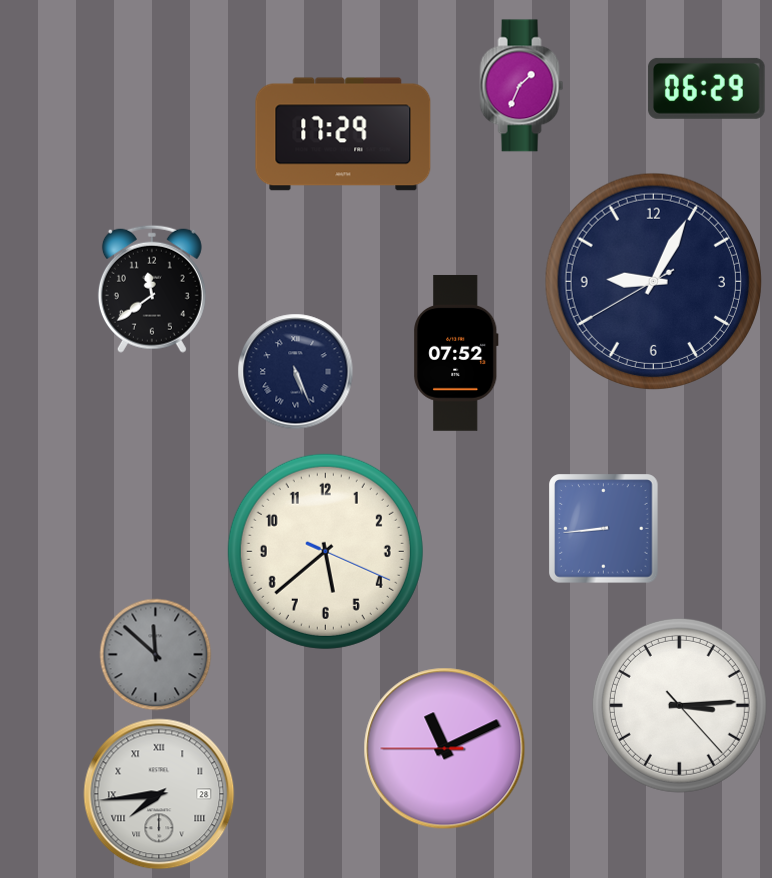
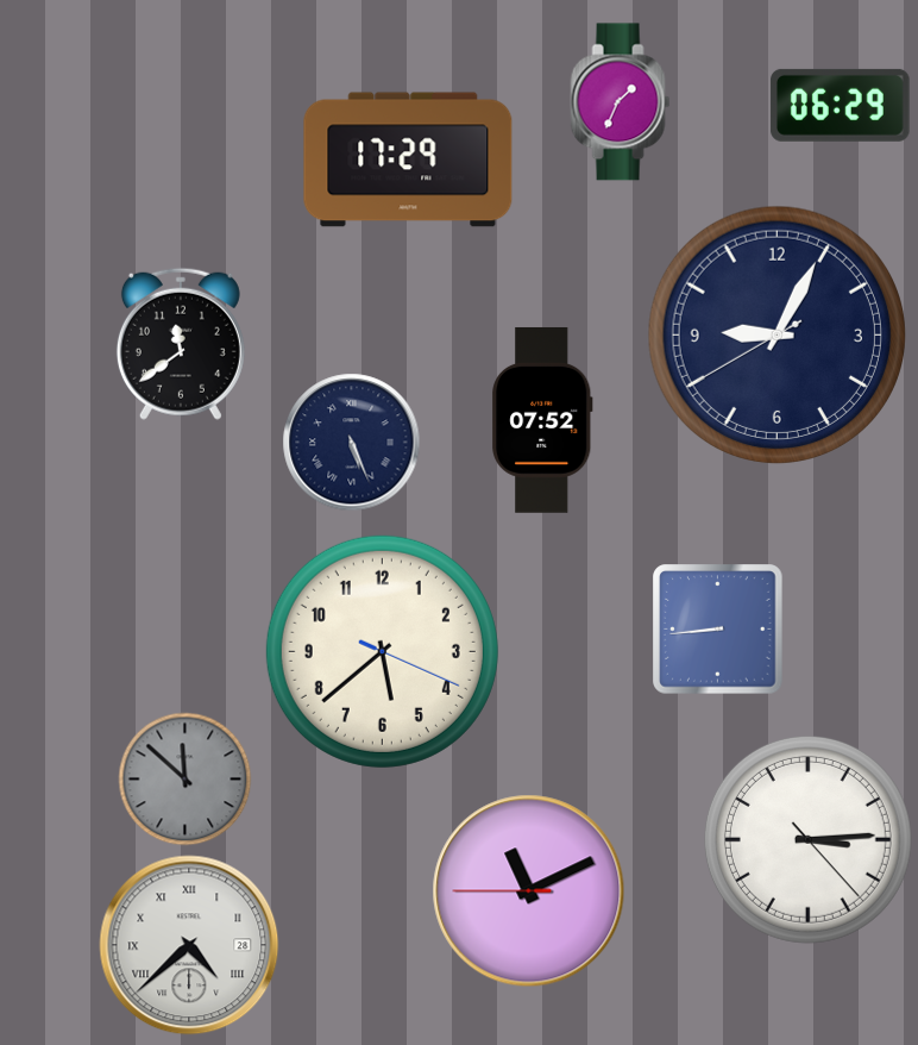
clock at (325, 551) position: (325, 551) -> (382, 651)
clock at (159, 794): 7:44 -> 4:38
